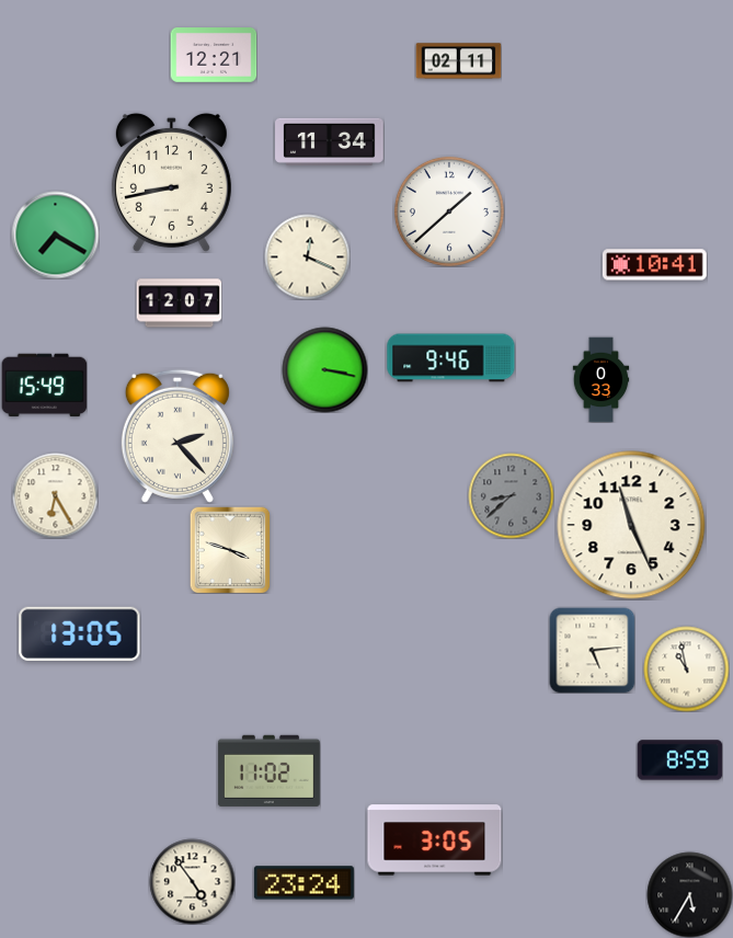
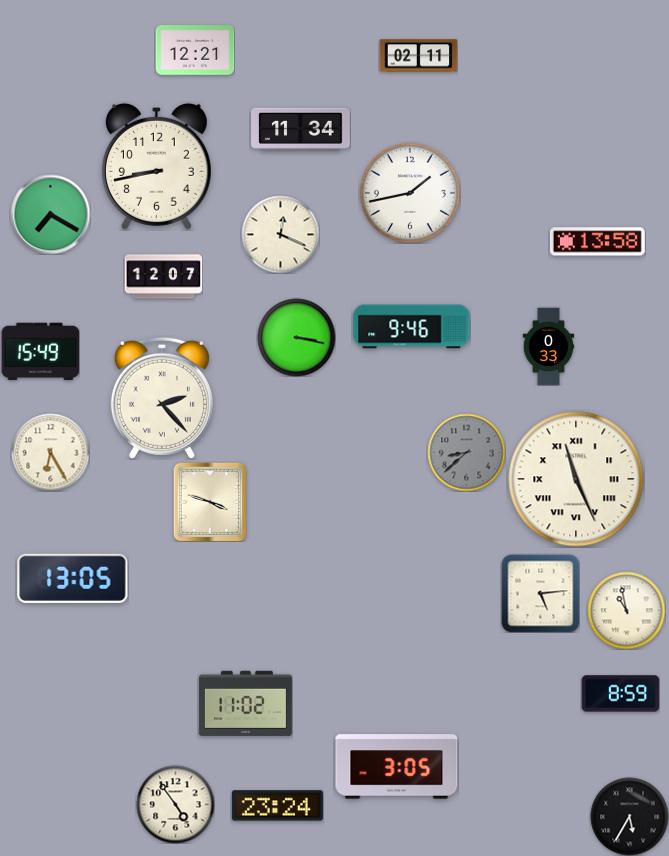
clock at (449, 211): 1:38 -> 1:43
clock at (654, 265): 10:41 -> 13:58
clock at (631, 525) numerals: Arabic -> Roman
